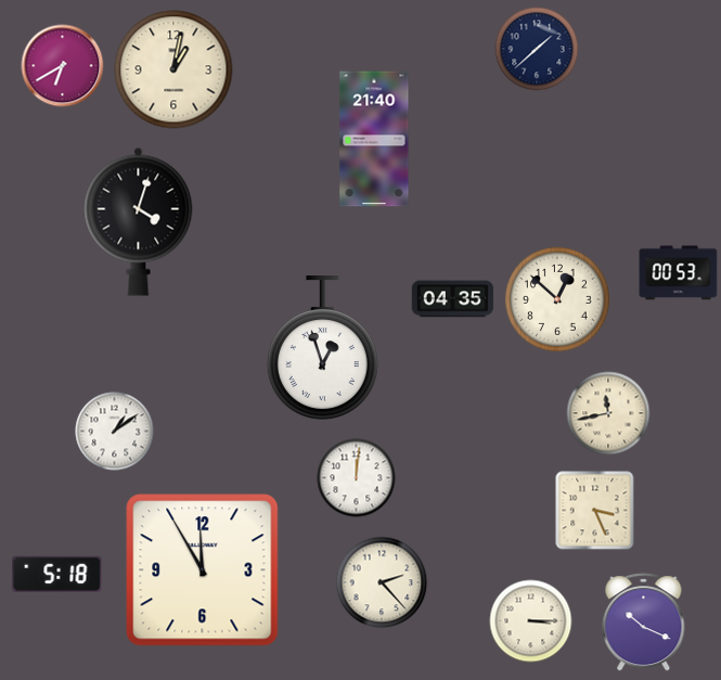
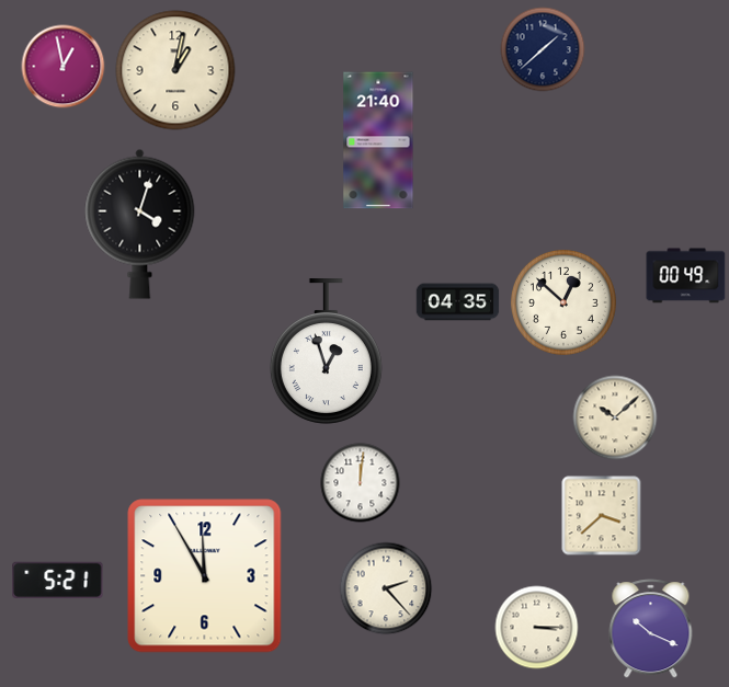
clock at (63, 66): 6:40 -> 12:58
clock at (679, 273): 00:53 -> 00:49
clock at (608, 413): 11:43 -> 10:08
clock at (115, 432): 1:09 -> none
clock at (595, 511): 3:26 -> 3:38
clock at (57, 574): 5:18 -> 5:21
